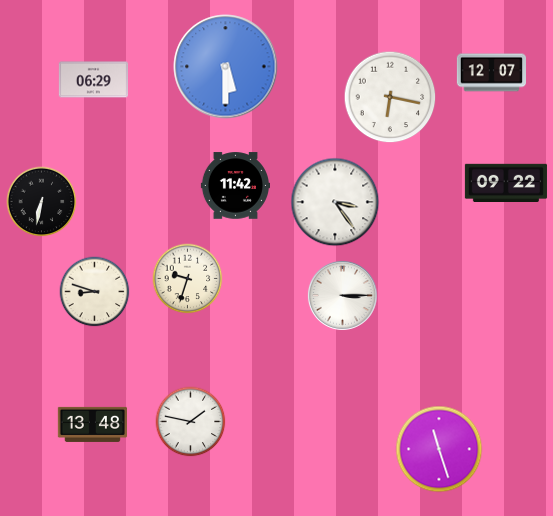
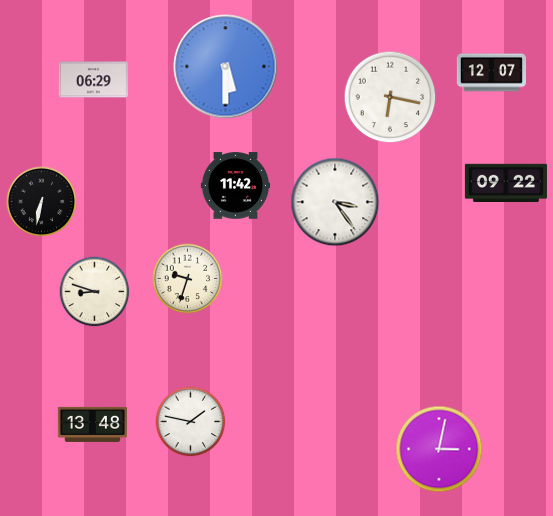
clock at (342, 295): 3:15 -> none
clock at (439, 449): 11:27 -> 3:02
